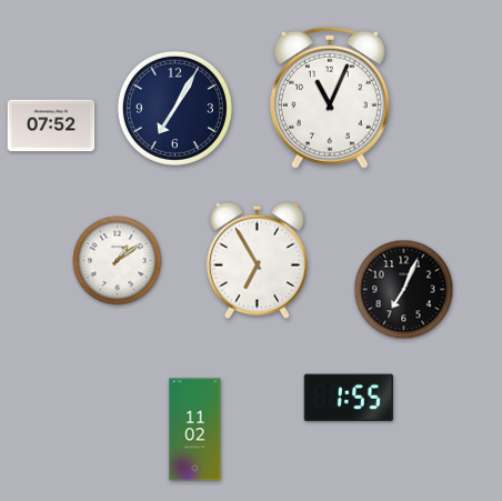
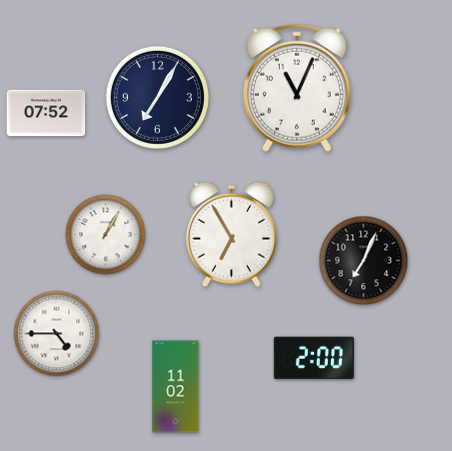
clock at (118, 261): 1:09 -> 1:05
clock at (57, 334): none -> 4:45
clock at (349, 398): 1:55 -> 2:00
